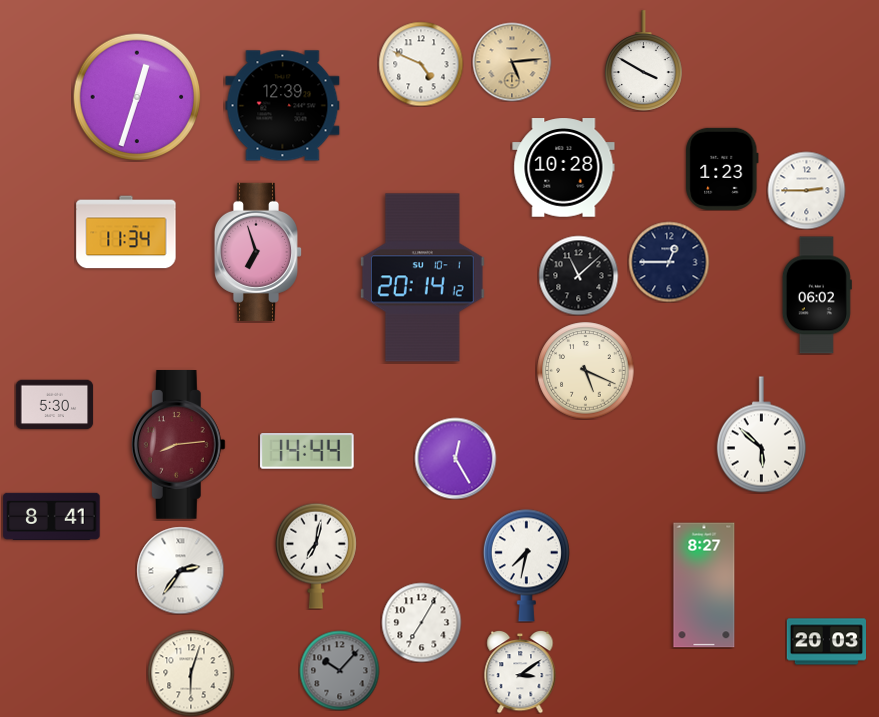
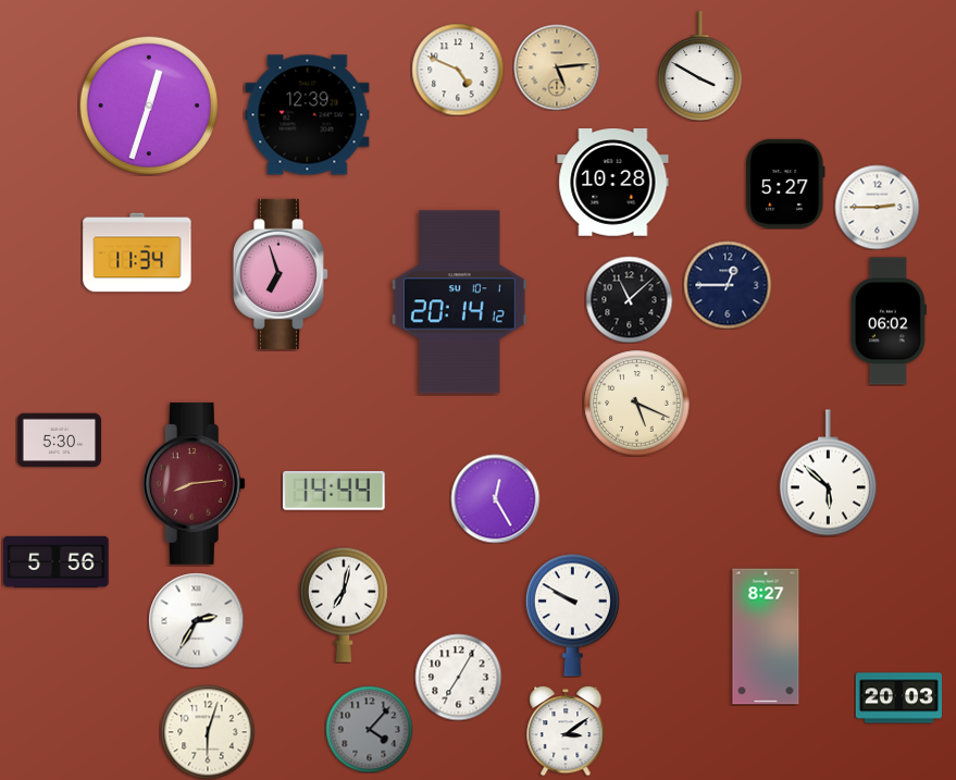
clock at (722, 169): 1:23 -> 5:27
clock at (52, 516): 8:41 -> 5:56
clock at (526, 565): 7:32 -> 9:50
clock at (180, 570): 2:36 -> 2:35
clock at (339, 670): 10:07 -> 4:07
